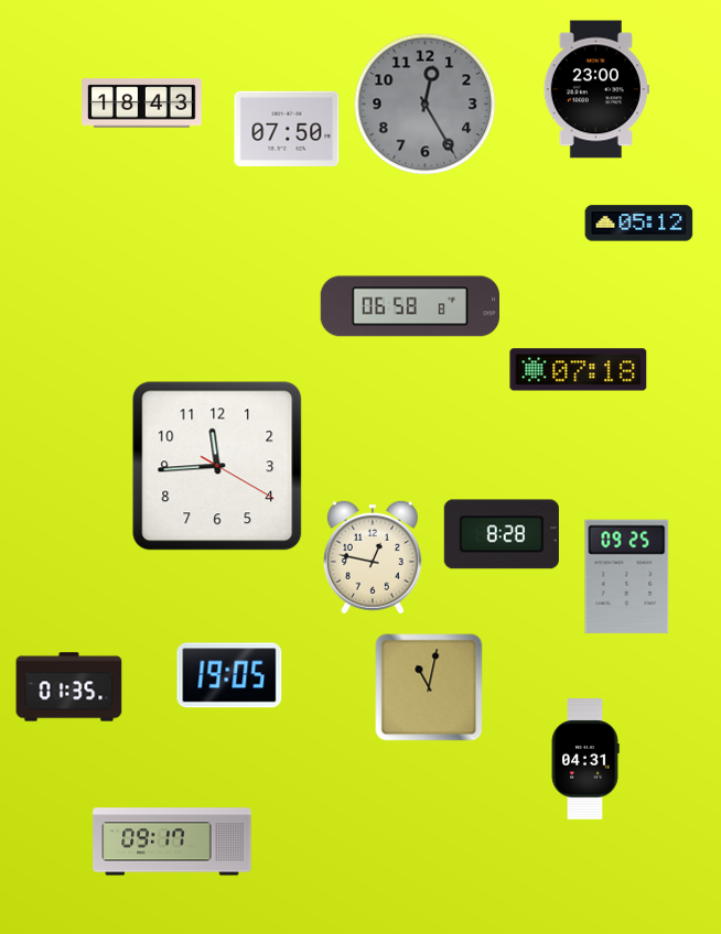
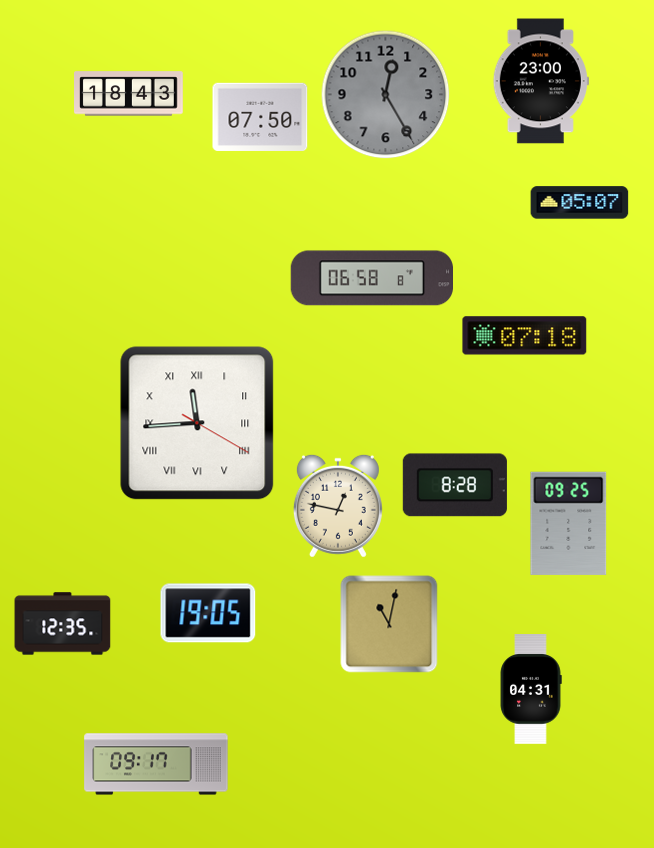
clock at (639, 224): 05:12 -> 05:07
clock at (217, 466) numerals: Arabic -> Roman
clock at (69, 687): 01:35 -> 12:35
